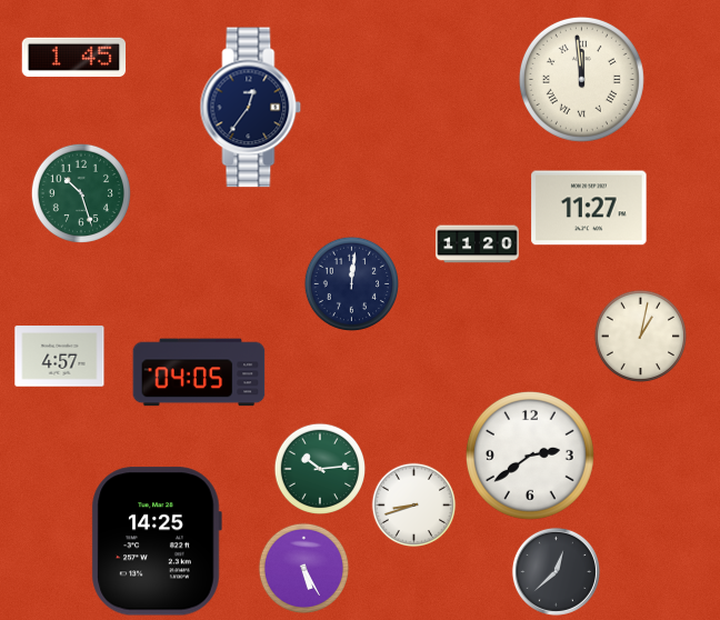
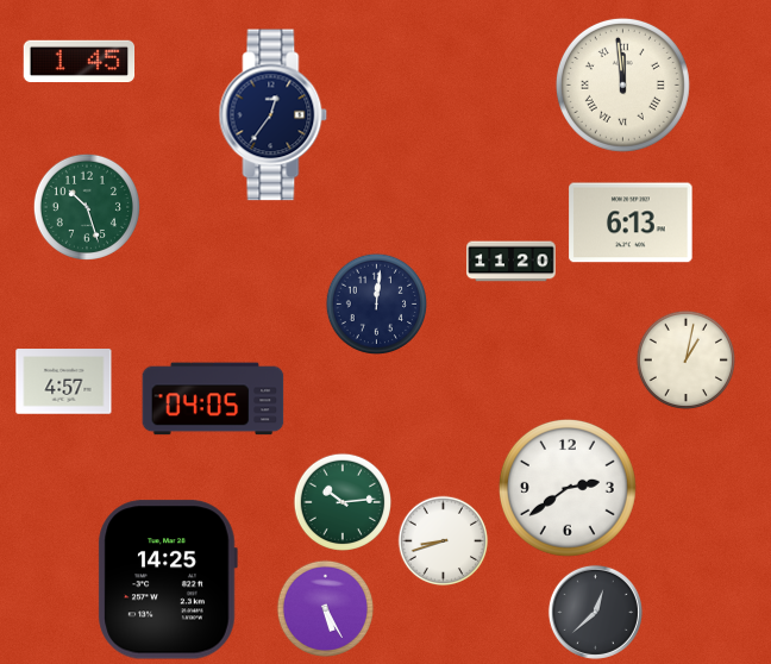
clock at (251, 108) position: (251, 108) -> (274, 115)
clock at (589, 208): 11:27 -> 6:13
